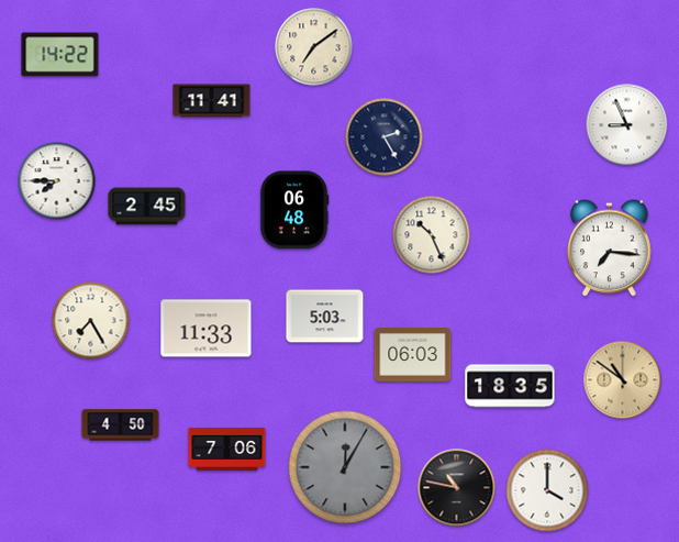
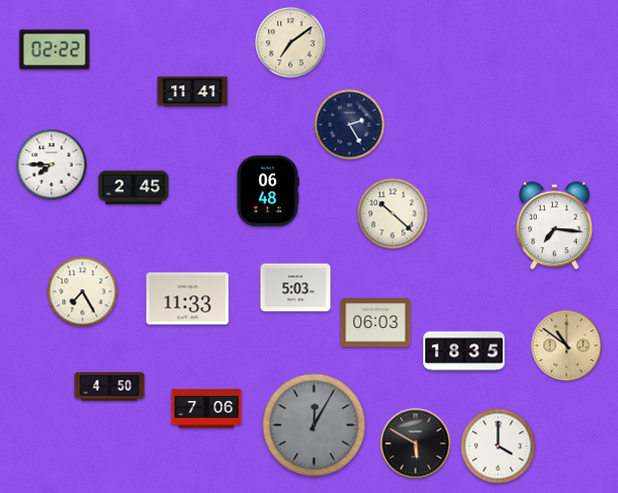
clock at (314, 47) position: (314, 47) -> (291, 43)
clock at (60, 55): 14:22 -> 02:22
clock at (627, 125): 8:56 -> none
clock at (432, 235): 10:26 -> 10:22
clock at (457, 488): 10:47 -> 5:50
